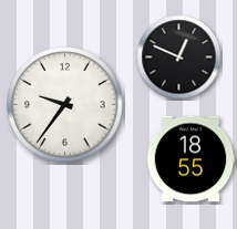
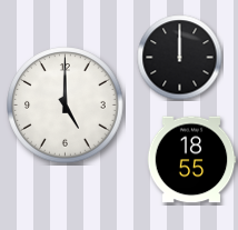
clock at (179, 58): 12:49 -> 12:00
clock at (65, 105): 9:36 -> 5:00
